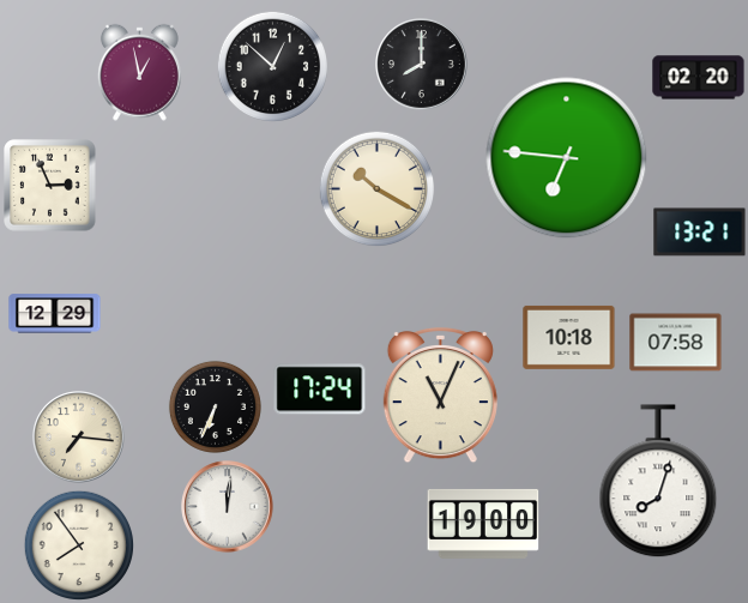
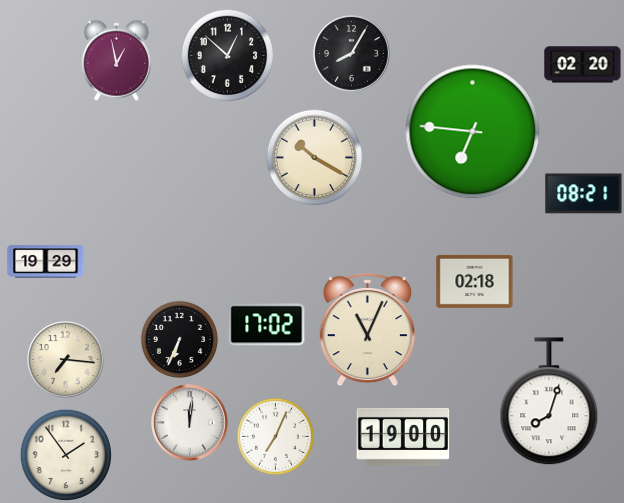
clock at (422, 65): 8:00 -> 8:05
clock at (50, 186): 2:56 -> none
clock at (700, 233): 13:21 -> 08:21
clock at (55, 314): 12:29 -> 19:29
clock at (569, 337): 10:18 -> 02:18
clock at (676, 343): 07:58 -> none
clock at (320, 390): 17:24 -> 17:02
clock at (79, 438) position: (79, 438) -> (66, 360)
clock at (275, 436): none -> 7:04
clock at (78, 544): 7:54 -> 1:54
